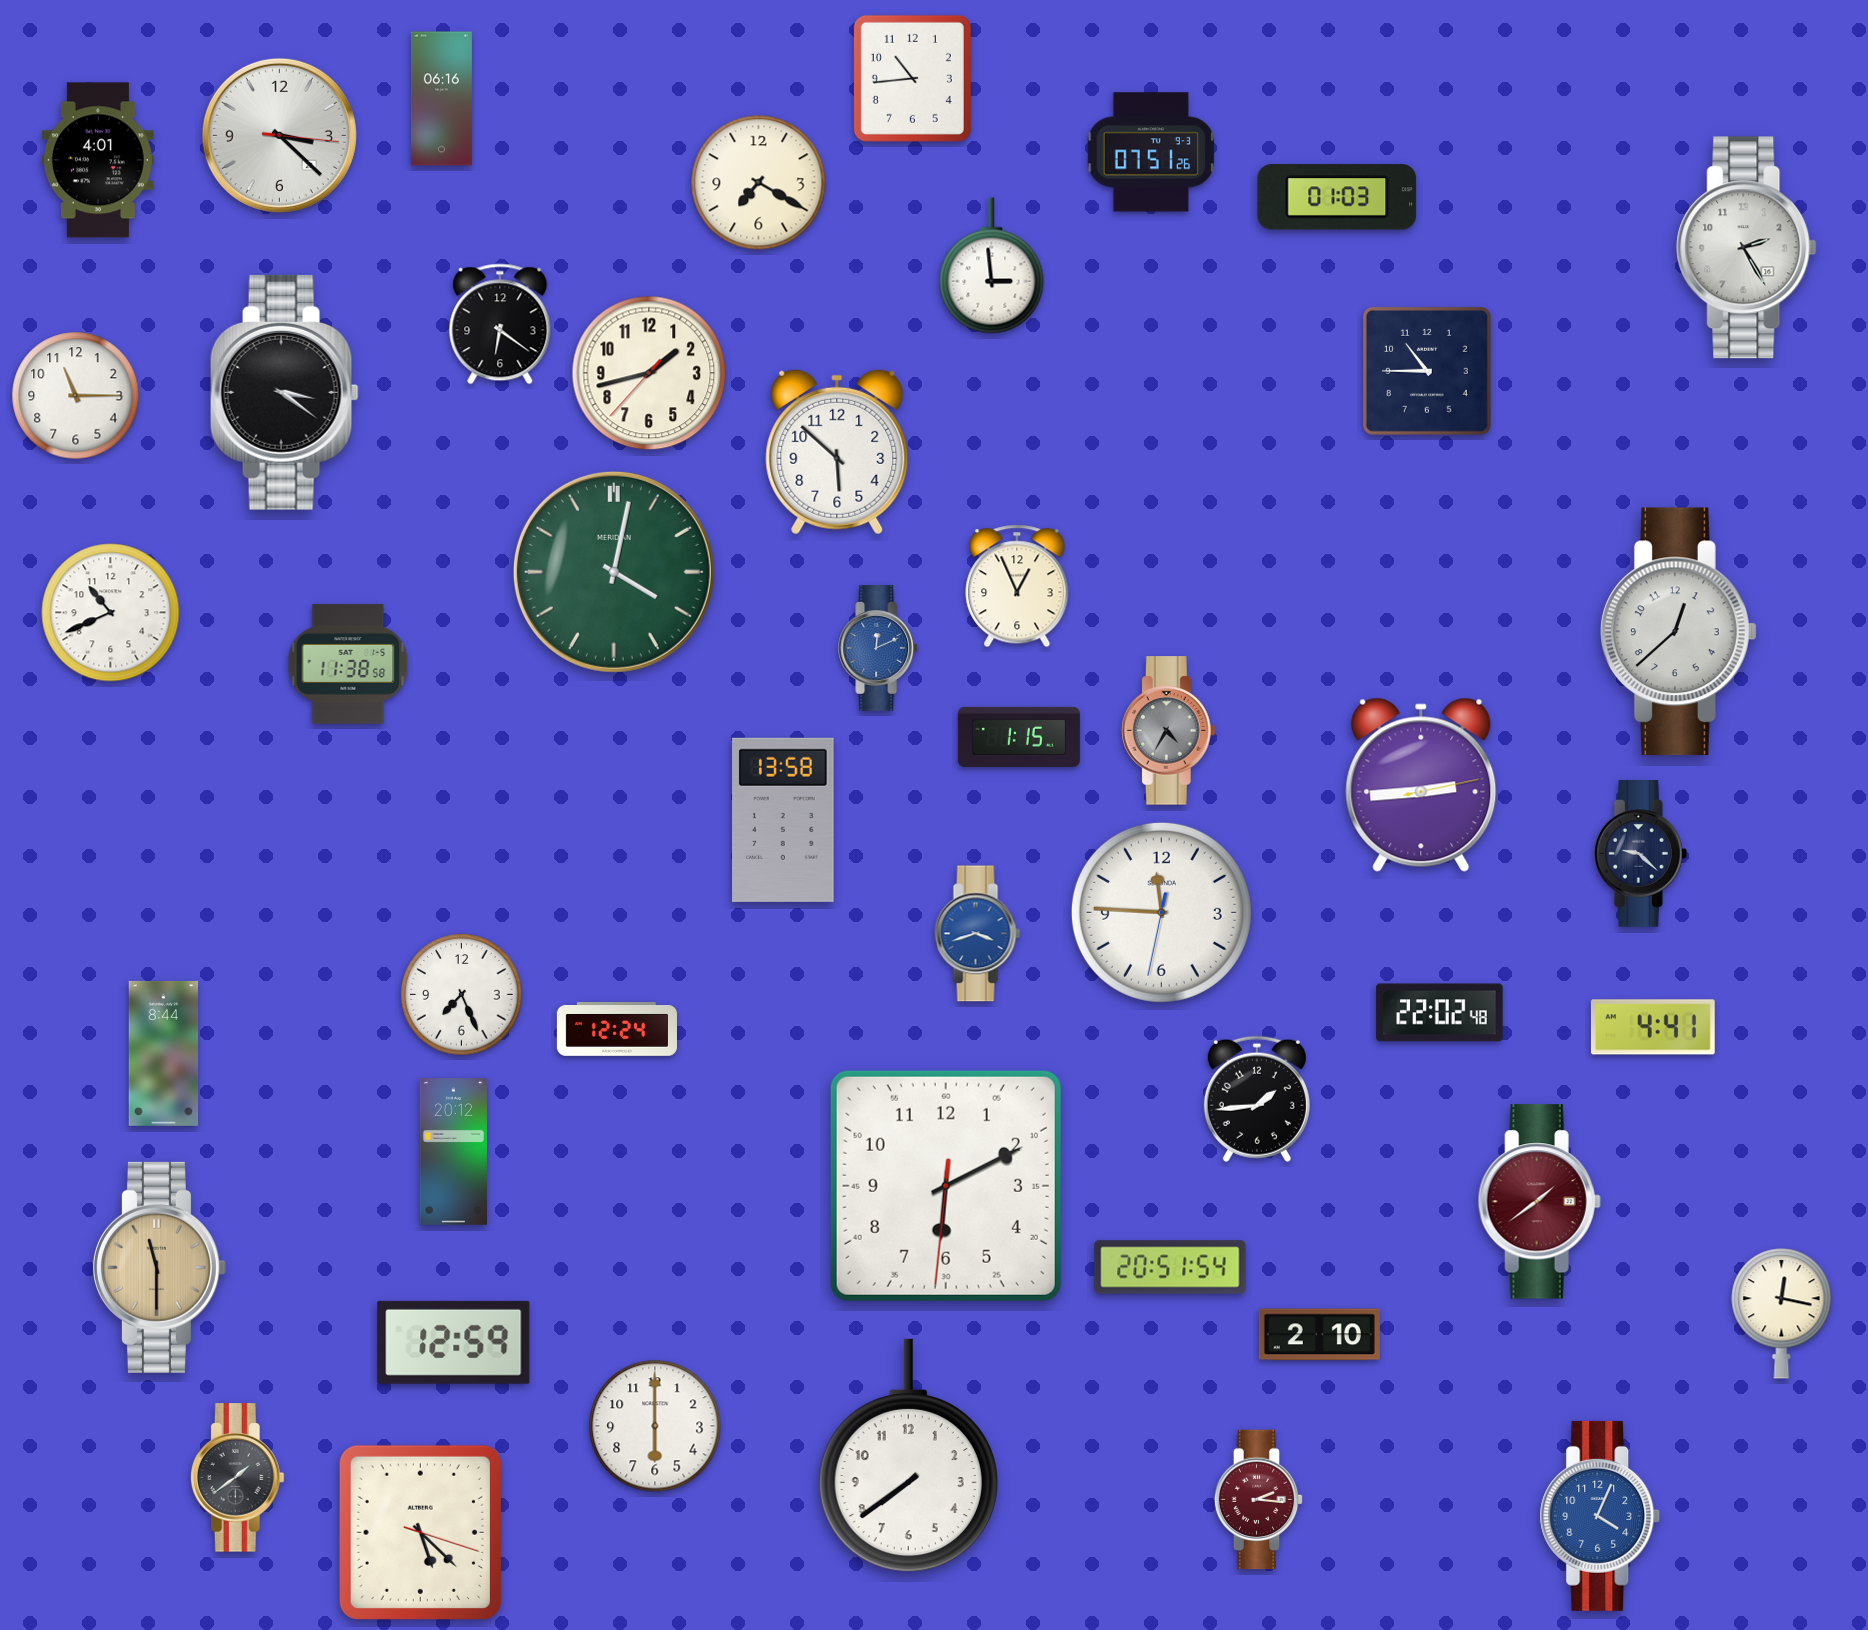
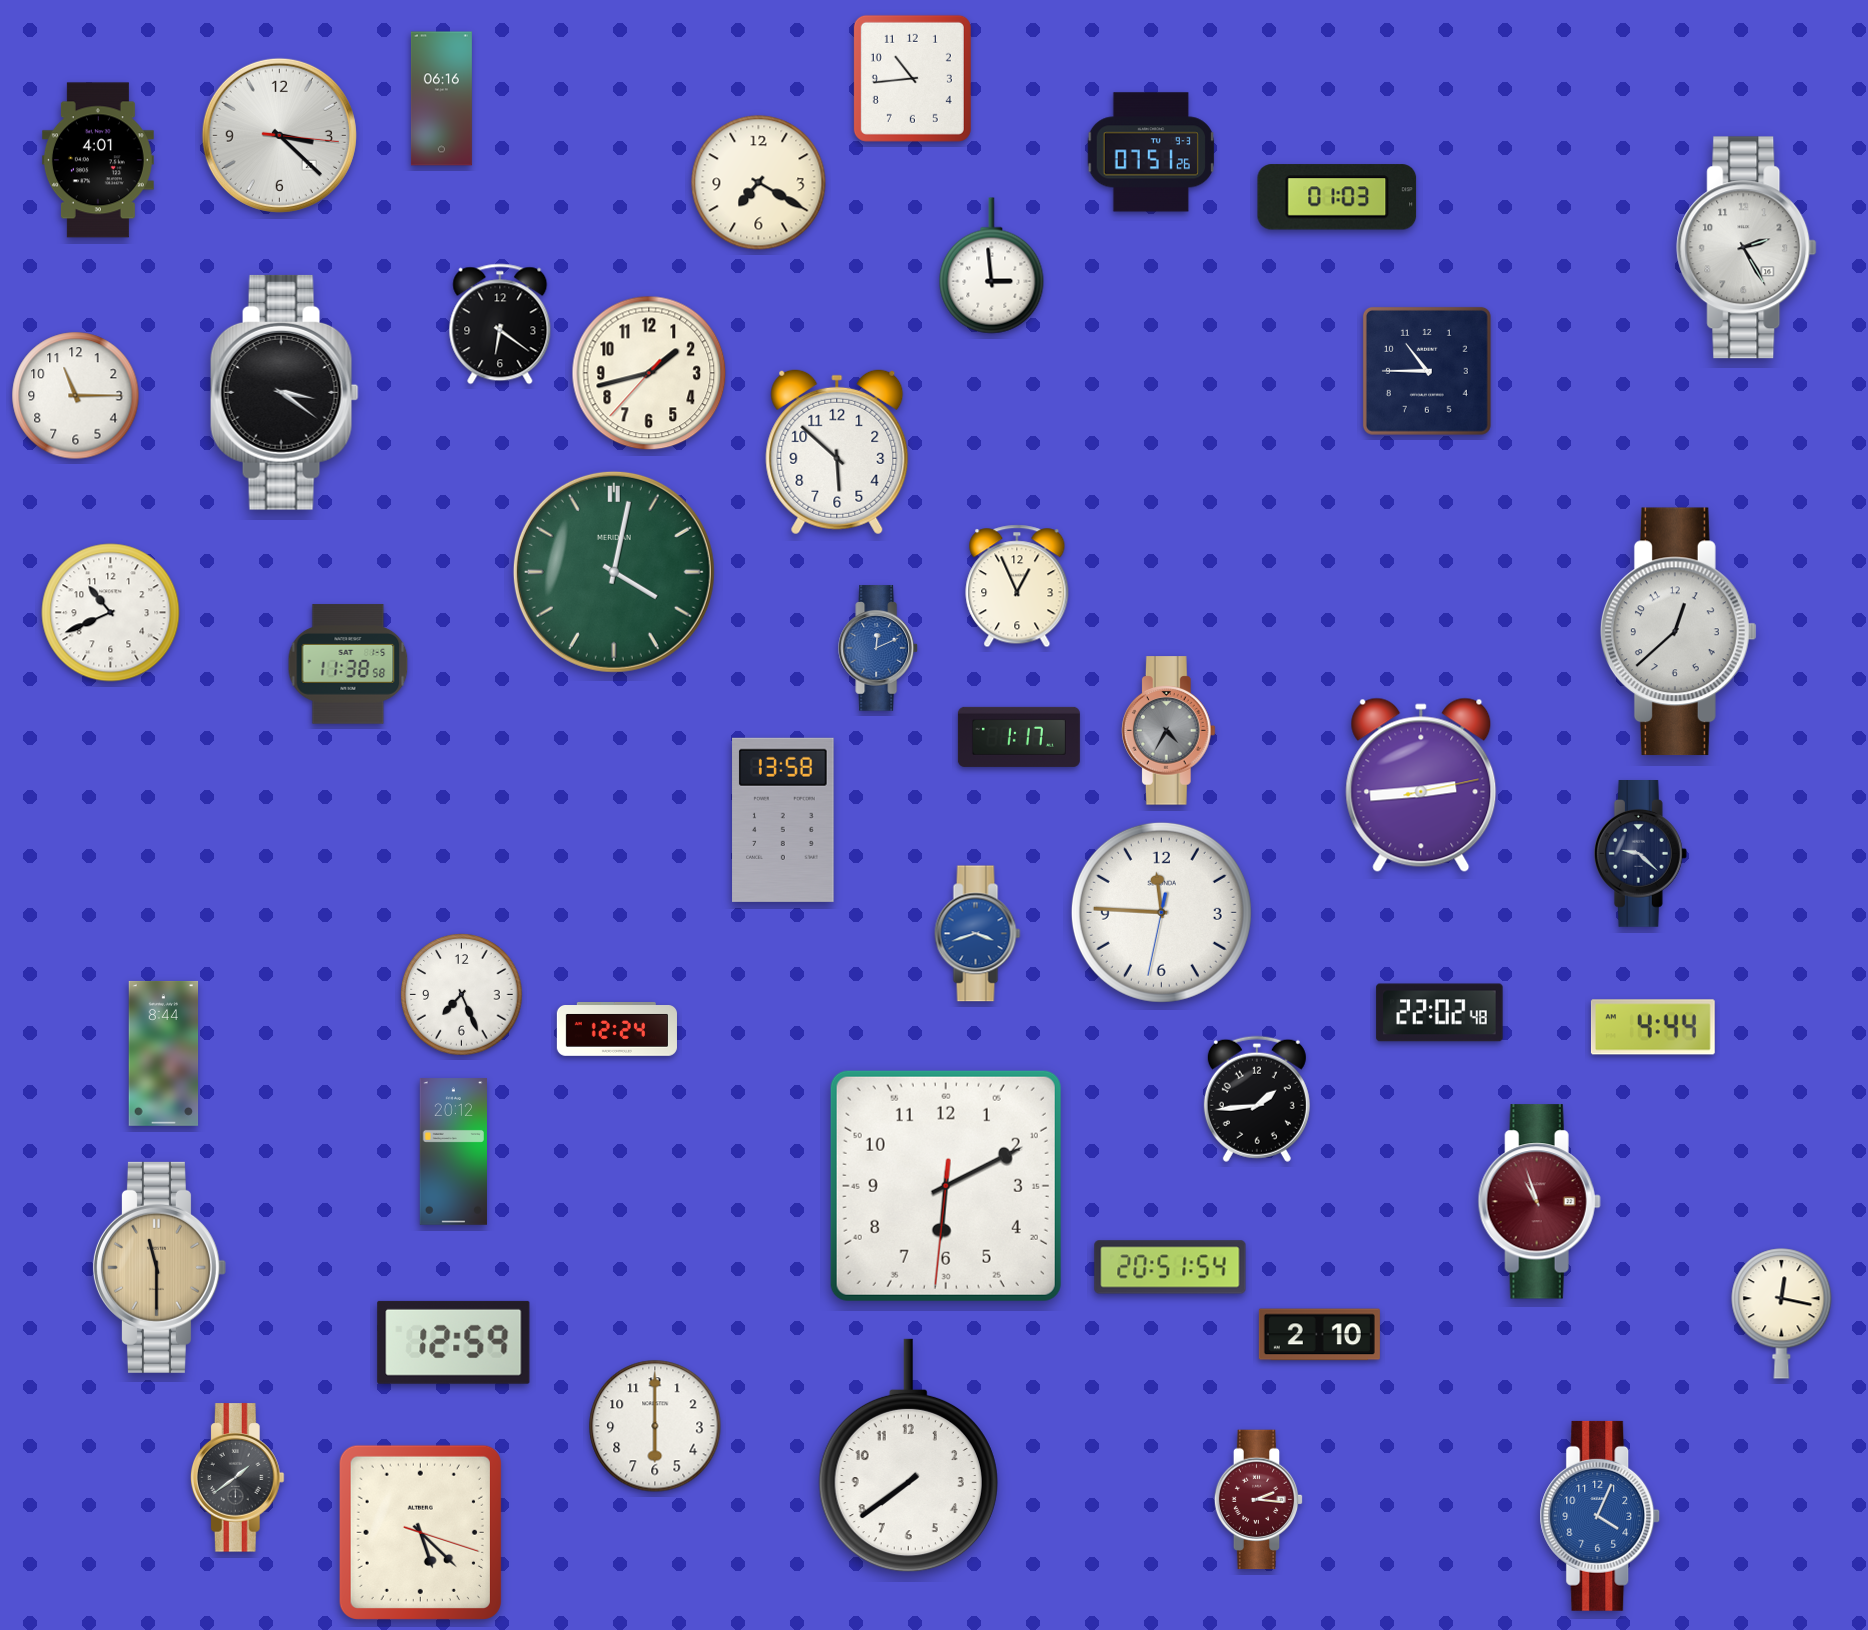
clock at (1019, 737): 1:15 -> 1:17
clock at (1653, 1027): 4:41 -> 4:44
clock at (1539, 1202): 1:39 -> 10:57
